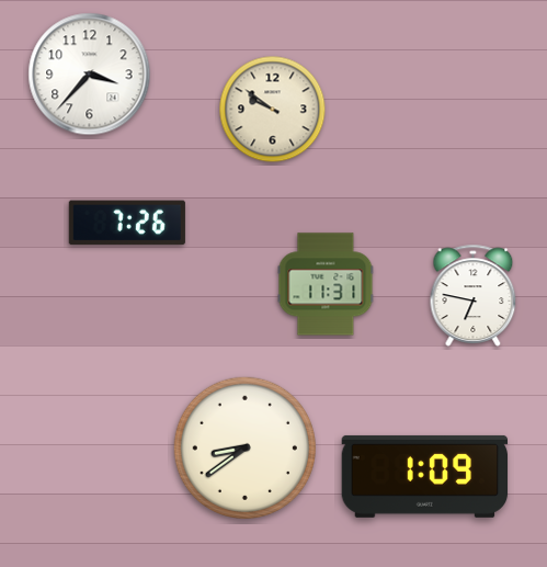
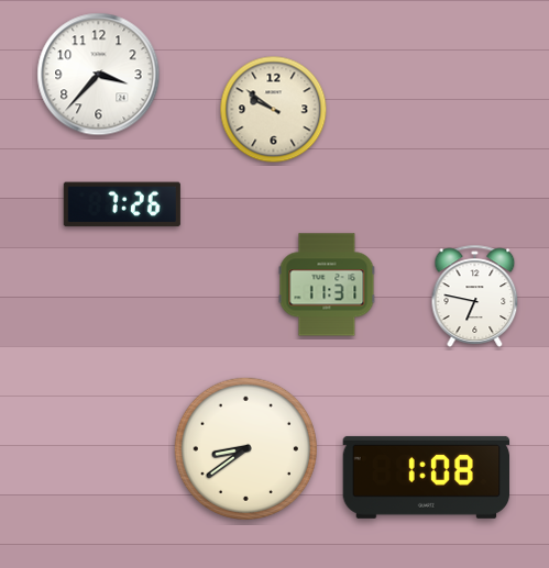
clock at (90, 75) position: (90, 75) -> (99, 75)
clock at (127, 223) position: (127, 223) -> (122, 204)
clock at (425, 476): 1:09 -> 1:08
